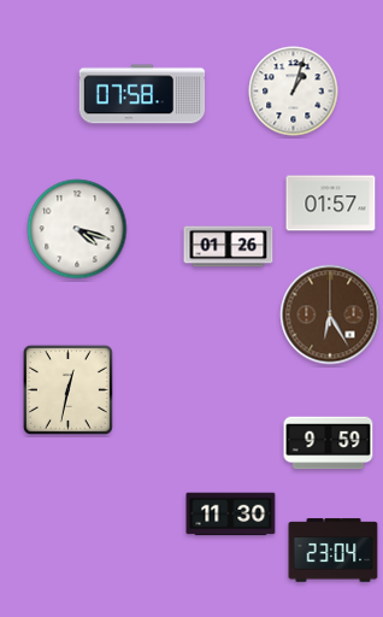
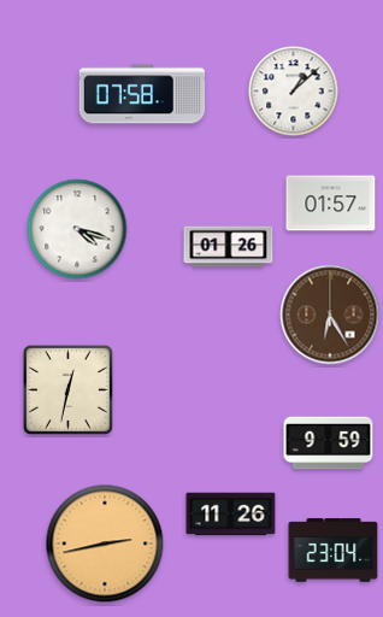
clock at (294, 92): 1:03 -> 1:08
clock at (231, 515): 11:30 -> 11:26
clock at (105, 543): none -> 2:43
